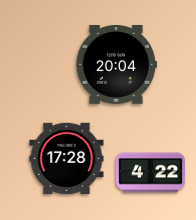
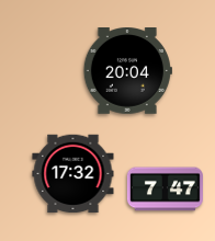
clock at (67, 159): 17:28 -> 17:32
clock at (150, 173): 4:22 -> 7:47
